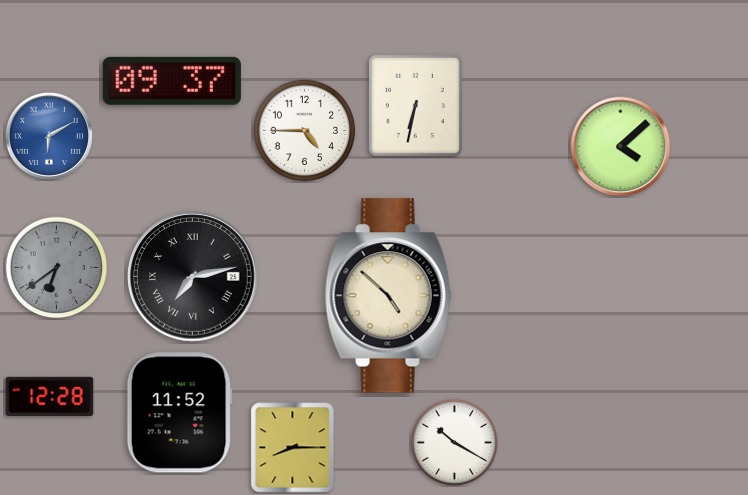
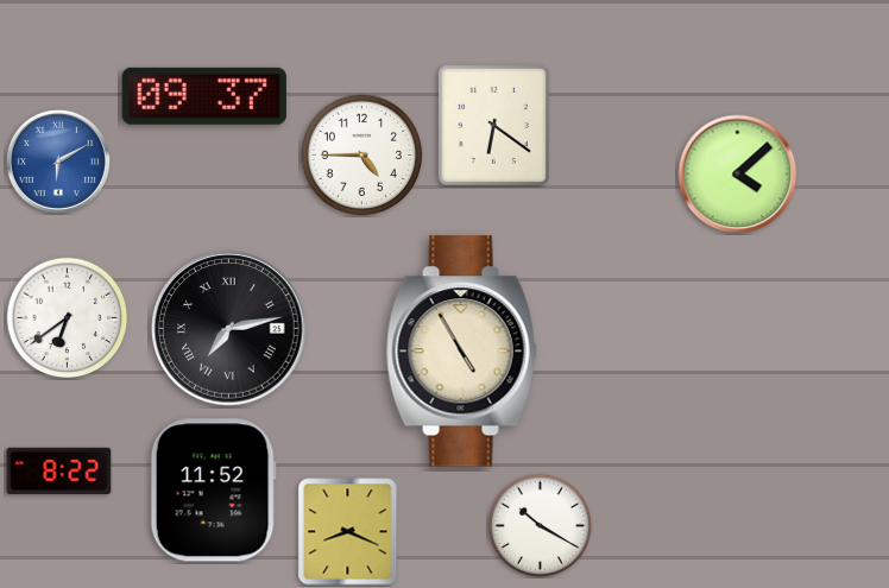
clock at (415, 105): 6:32 -> 6:21
clock at (57, 268) dial: grey -> white
clock at (388, 296): 4:52 -> 4:55
clock at (50, 396): 12:28 -> 8:22
clock at (293, 448): 8:15 -> 8:19
